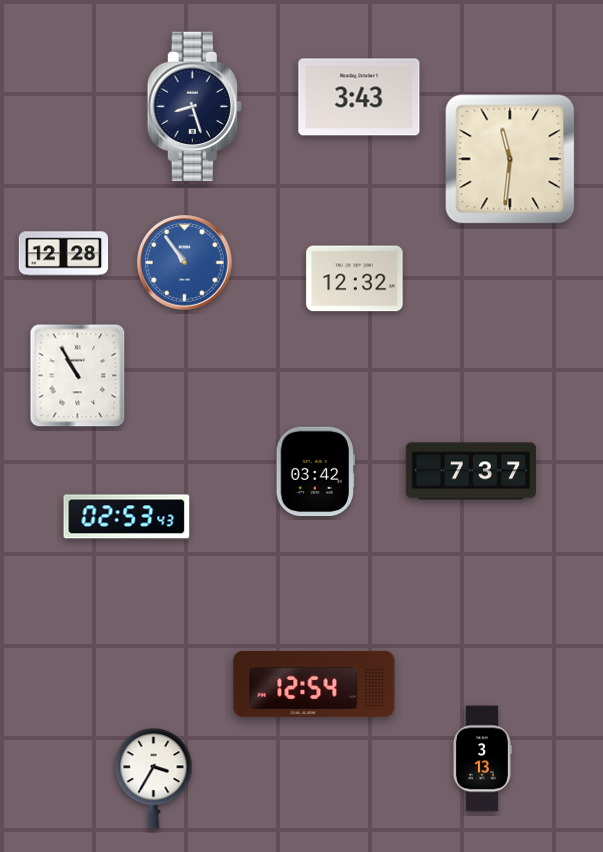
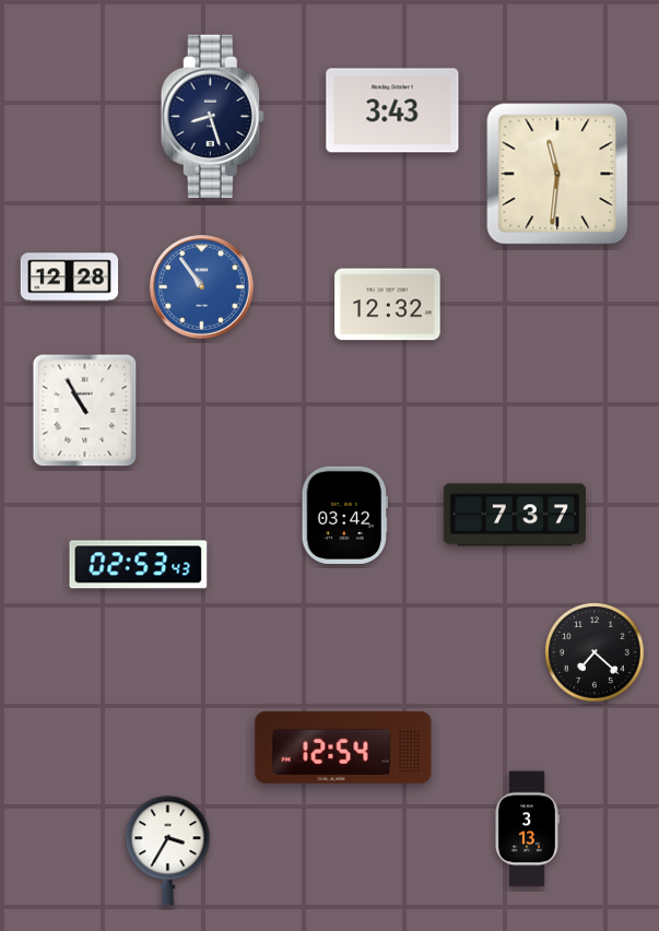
clock at (359, 97) position: (359, 97) -> (392, 110)
clock at (595, 652): none -> 7:22
